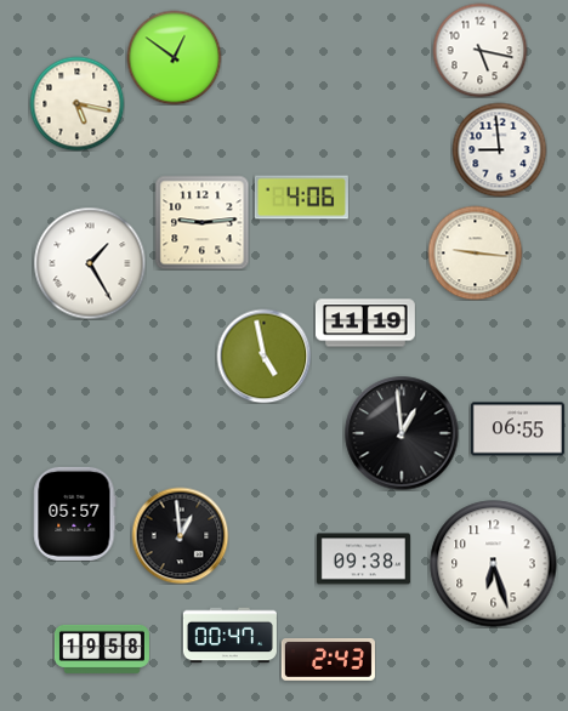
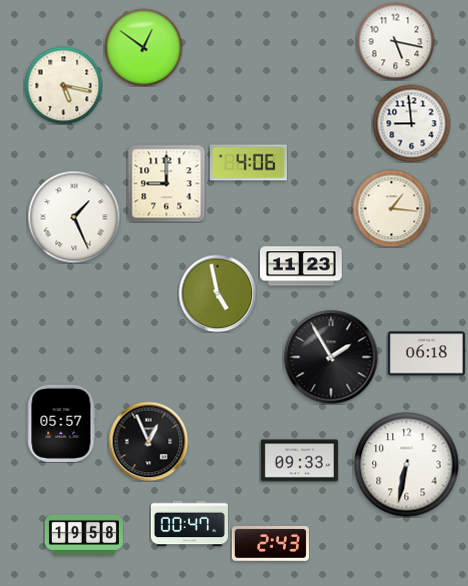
clock at (201, 222): 9:14 -> 9:00
clock at (475, 252): 9:16 -> 1:16
clock at (90, 263): 1:25 -> 1:26
clock at (365, 323): 11:19 -> 11:23
clock at (517, 430): 06:55 -> 06:18
clock at (402, 433): 12:59 -> 1:55
clock at (180, 535): 12:59 -> 12:56
clock at (363, 559): 09:38 -> 09:33
clock at (494, 564): 6:27 -> 6:32
